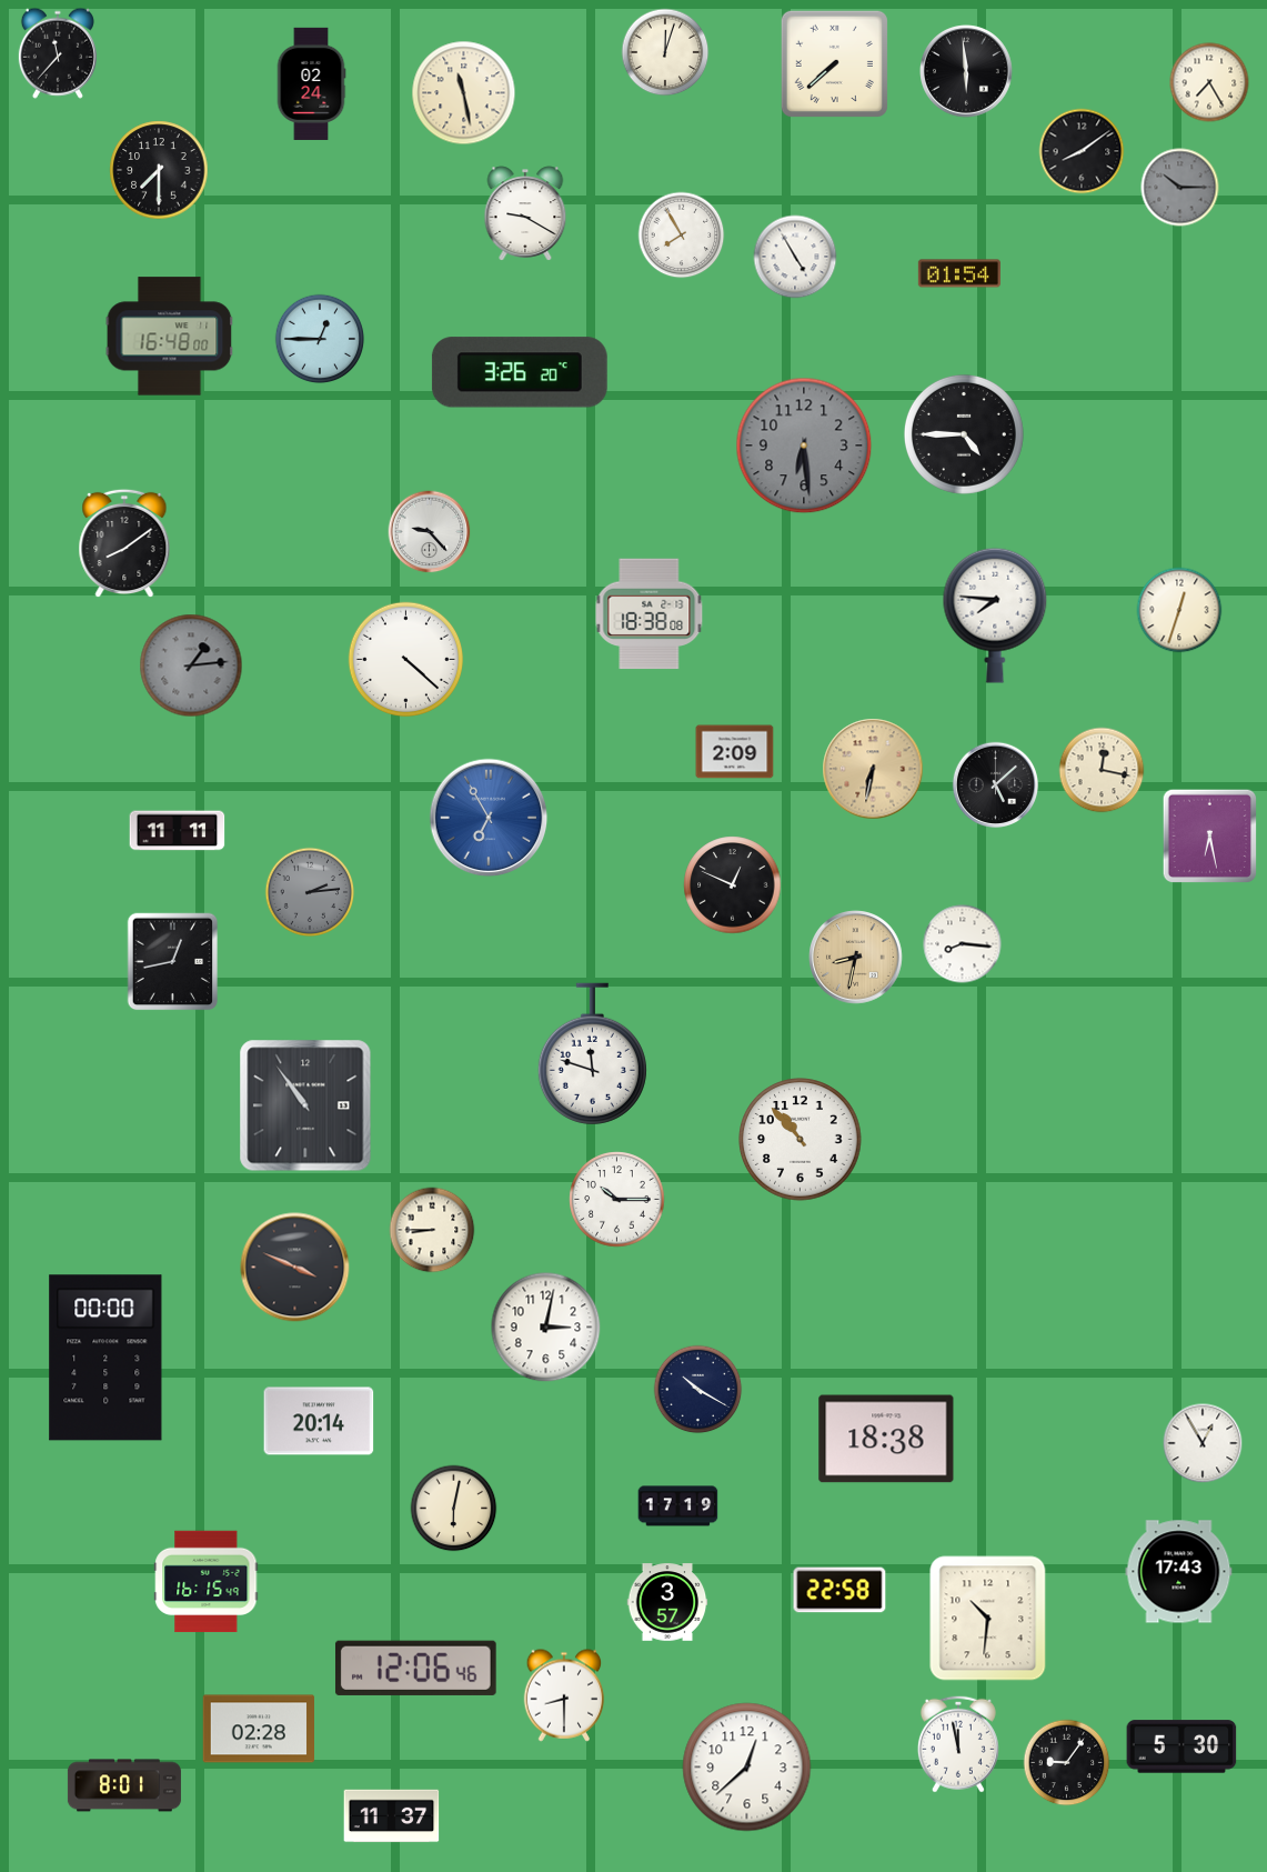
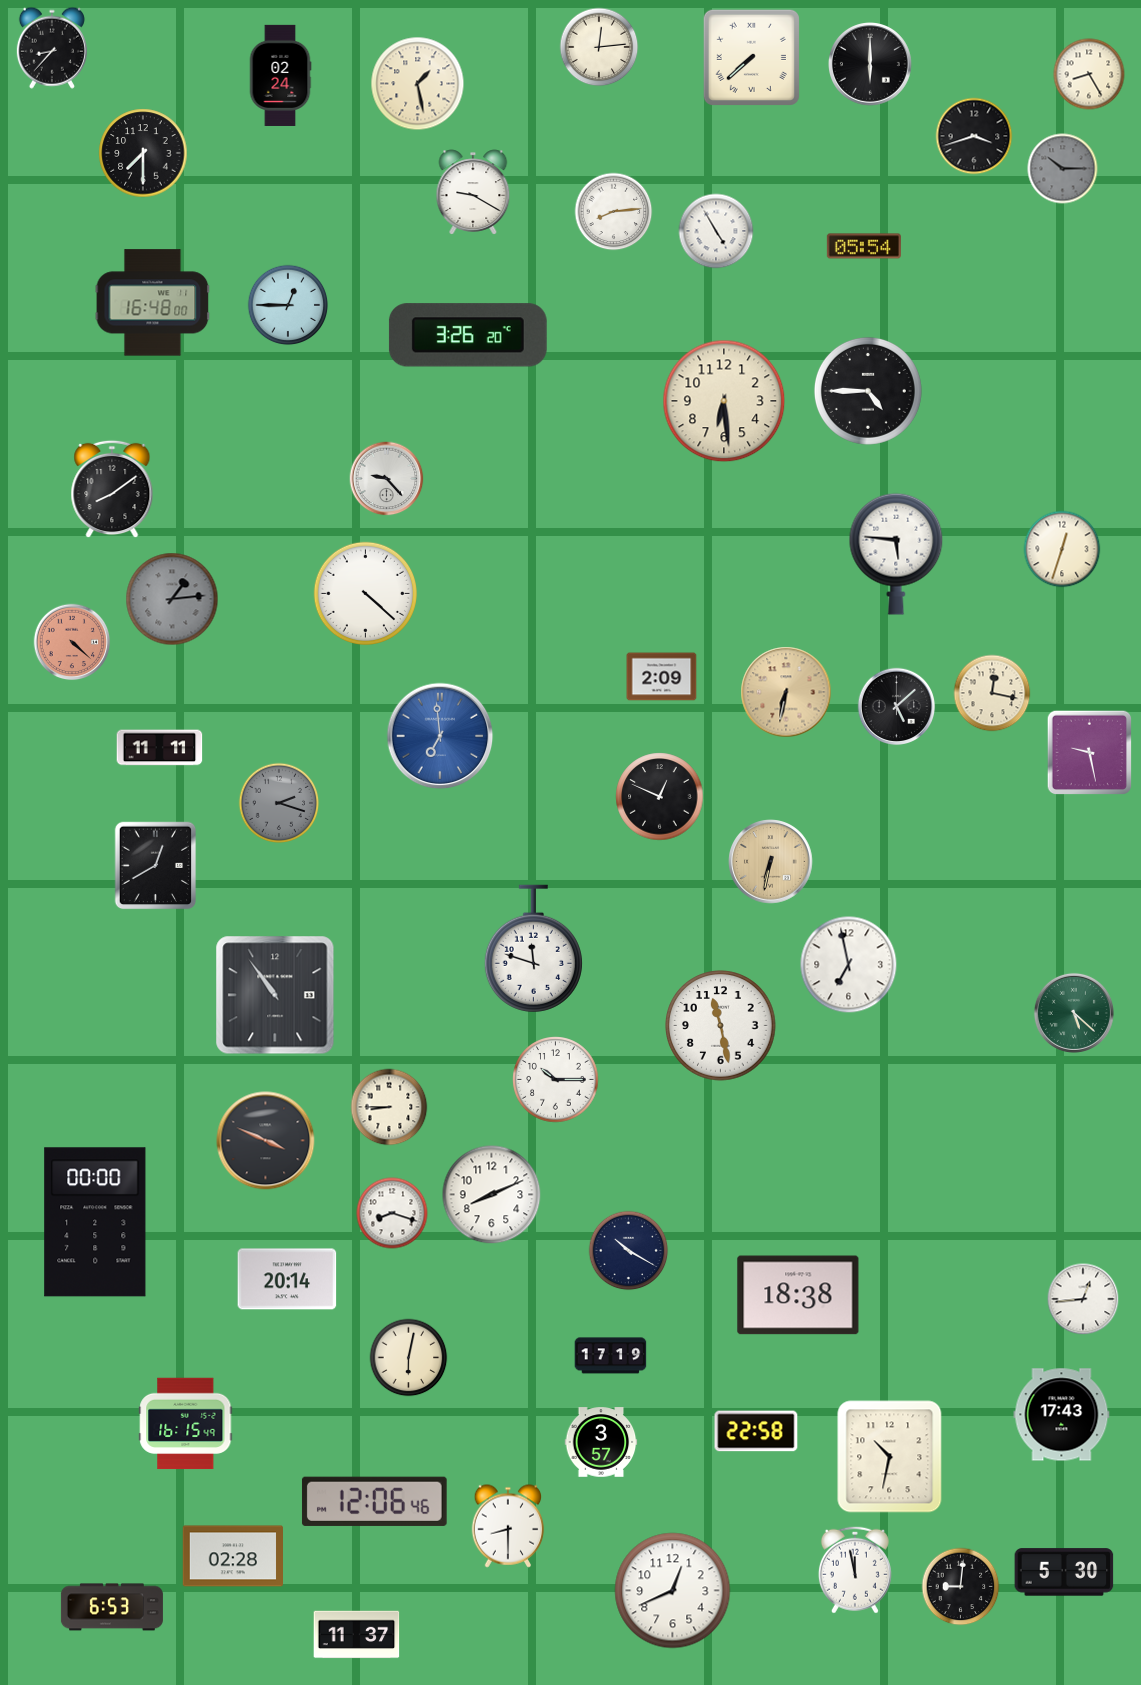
clock at (665, 52): 12:03 -> 12:14
clock at (58, 53): 11:37 -> 8:37
clock at (967, 72): 5:59 -> 6:00
clock at (1209, 82): 7:25 -> 8:25
clock at (464, 93): 11:28 -> 1:28
clock at (1082, 151): 8:09 -> 3:42
clock at (682, 236): 7:55 -> 8:14
clock at (959, 273): 01:54 -> 05:54
clock at (804, 446) dial: grey -> cream
clock at (650, 614): 18:38 -> none
clock at (995, 615): 7:46 -> 5:46
clock at (72, 642): none -> 4:22
clock at (489, 818): 6:55 -> 6:59
clock at (1210, 837): 6:28 -> 9:28
clock at (310, 892): 2:14 -> 2:18
clock at (963, 944): 8:16 -> none
clock at (856, 958): 8:32 -> 6:32
clock at (173, 962): 12:43 -> 12:40
clock at (849, 965): none -> 6:58
clock at (1074, 1013): none -> 5:22
clock at (801, 1140): 10:53 -> 11:28
clock at (546, 1328): 3:02 -> 8:11
clock at (392, 1213): none -> 8:18
clock at (1203, 1443): 12:55 -> 12:44
clock at (988, 1619): 10:31 -> 10:32
clock at (958, 1744) position: (958, 1744) -> (855, 1570)
clock at (1067, 1763): 9:06 -> 9:01
clock at (747, 1768): 12:38 -> 12:41
clock at (124, 1785): 8:01 -> 6:53
clock at (392, 1816) position: (392, 1816) -> (357, 1635)
